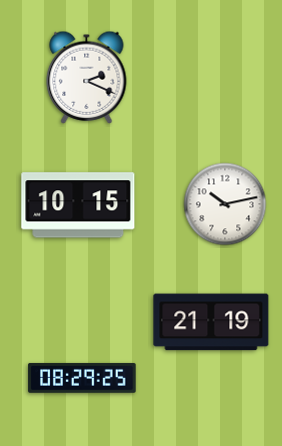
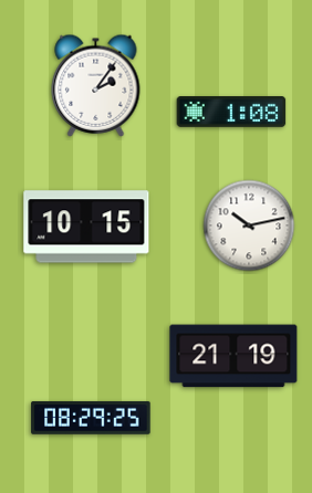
clock at (87, 77): 2:19 -> 2:06
clock at (231, 113): none -> 1:08
